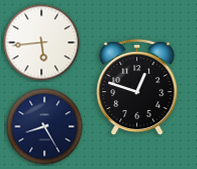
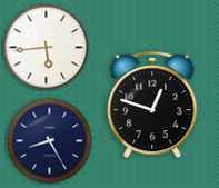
clock at (137, 87) position: (137, 87) -> (152, 105)
